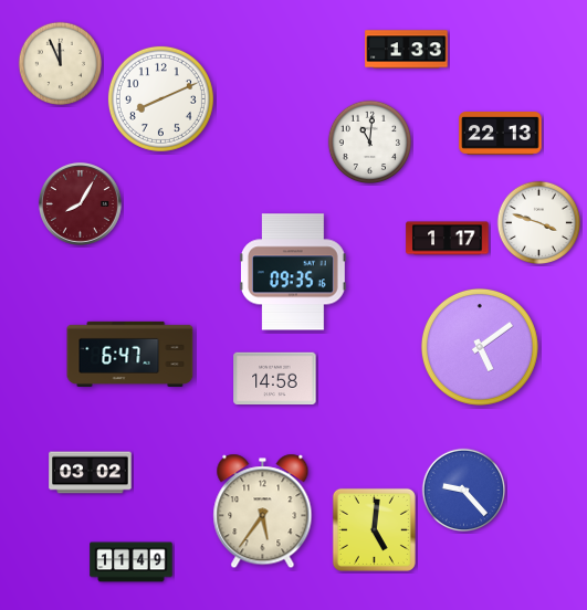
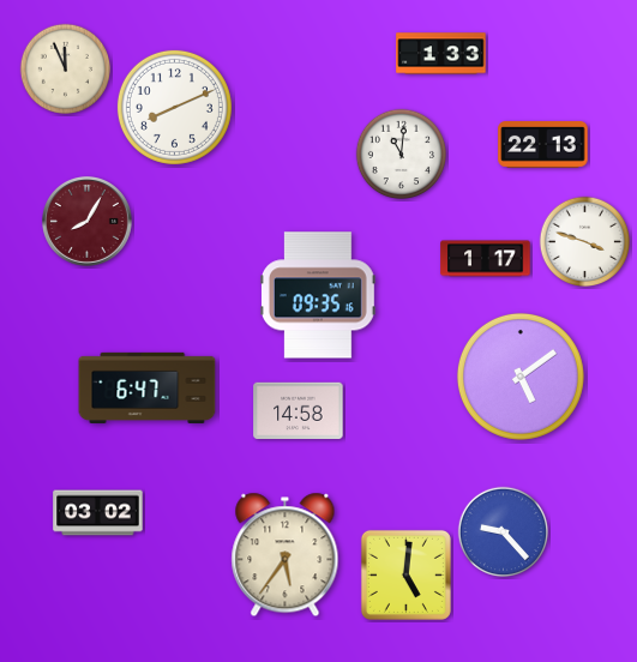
clock at (130, 354) position: (130, 354) -> (148, 387)
clock at (132, 562): 11:49 -> none
